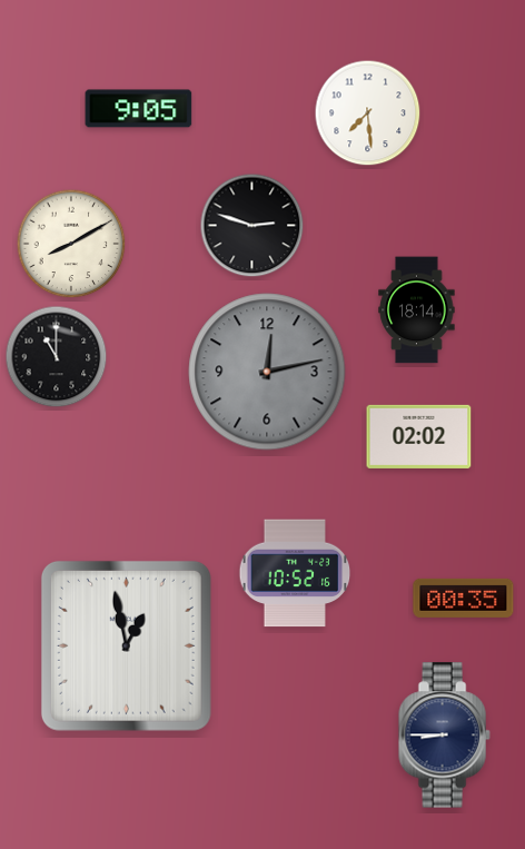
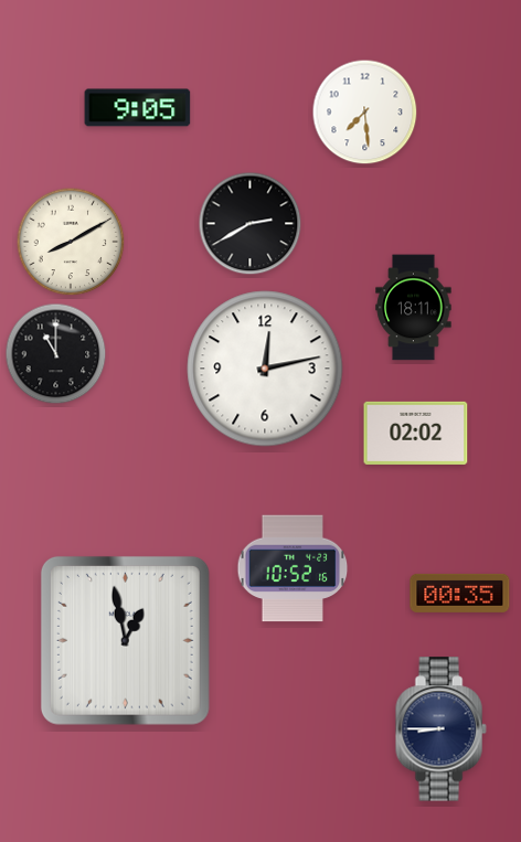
clock at (252, 226): 2:48 -> 2:40
clock at (417, 310): 18:14 -> 18:11
clock at (267, 372) dial: grey -> white
